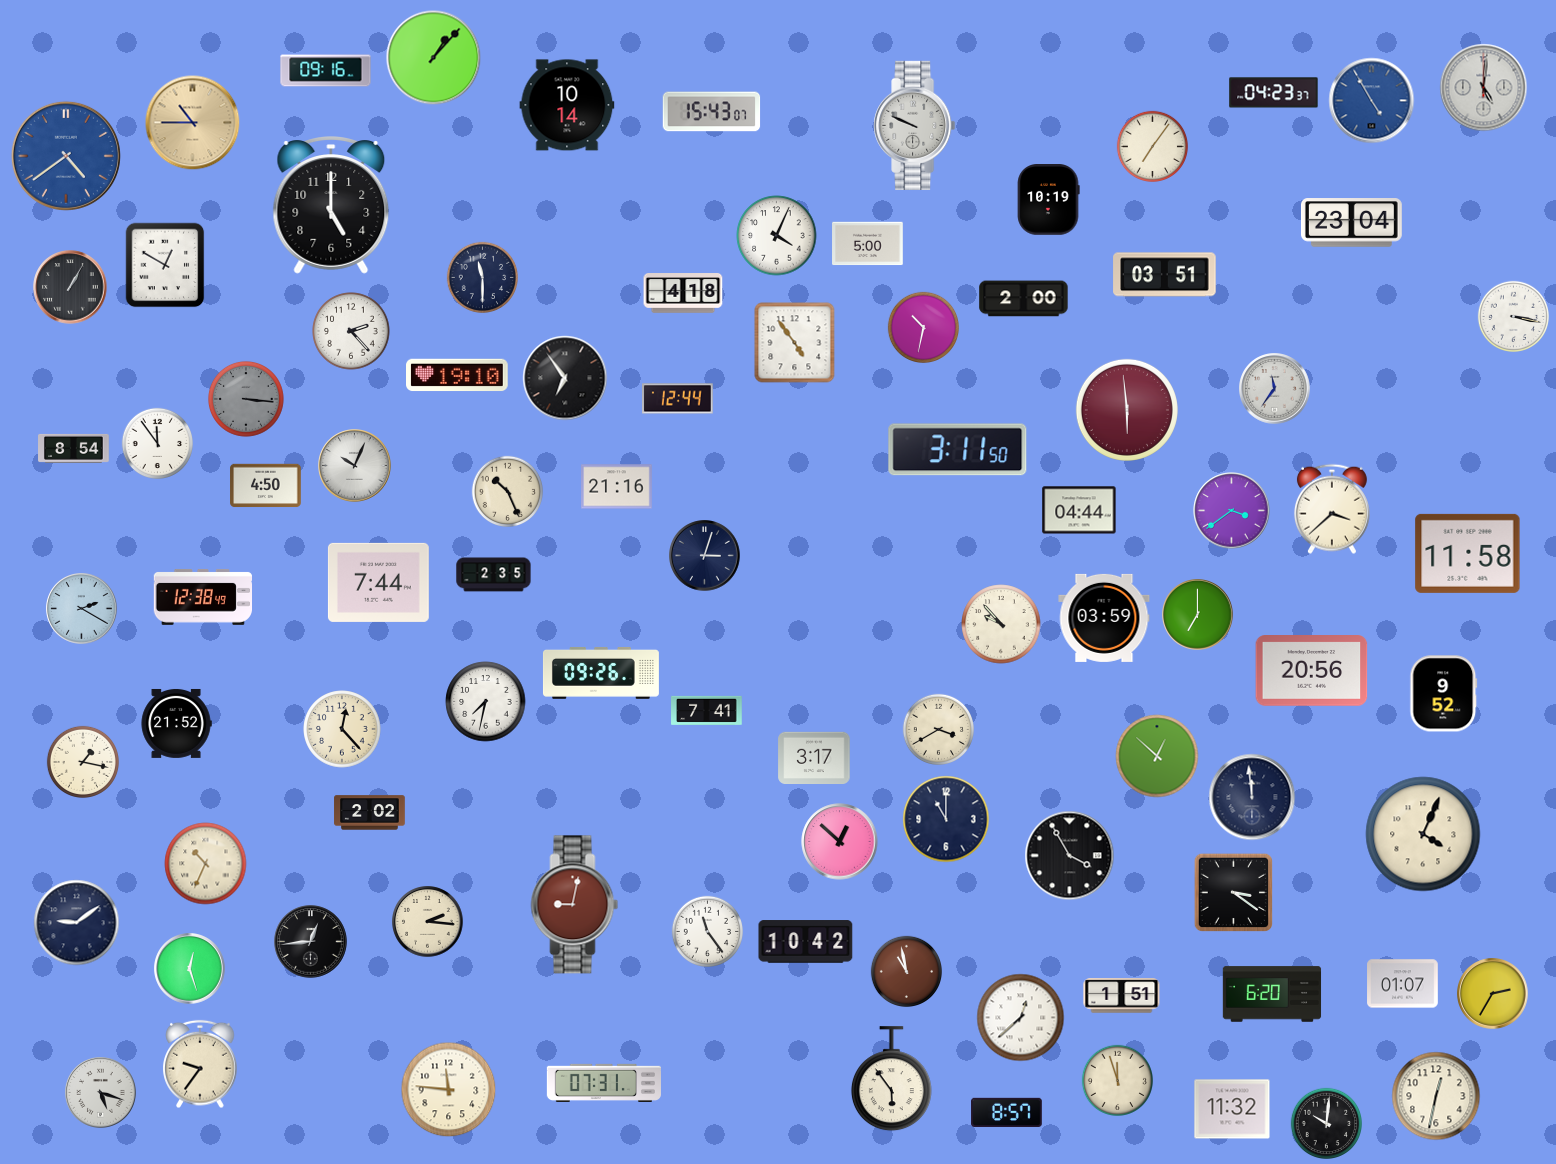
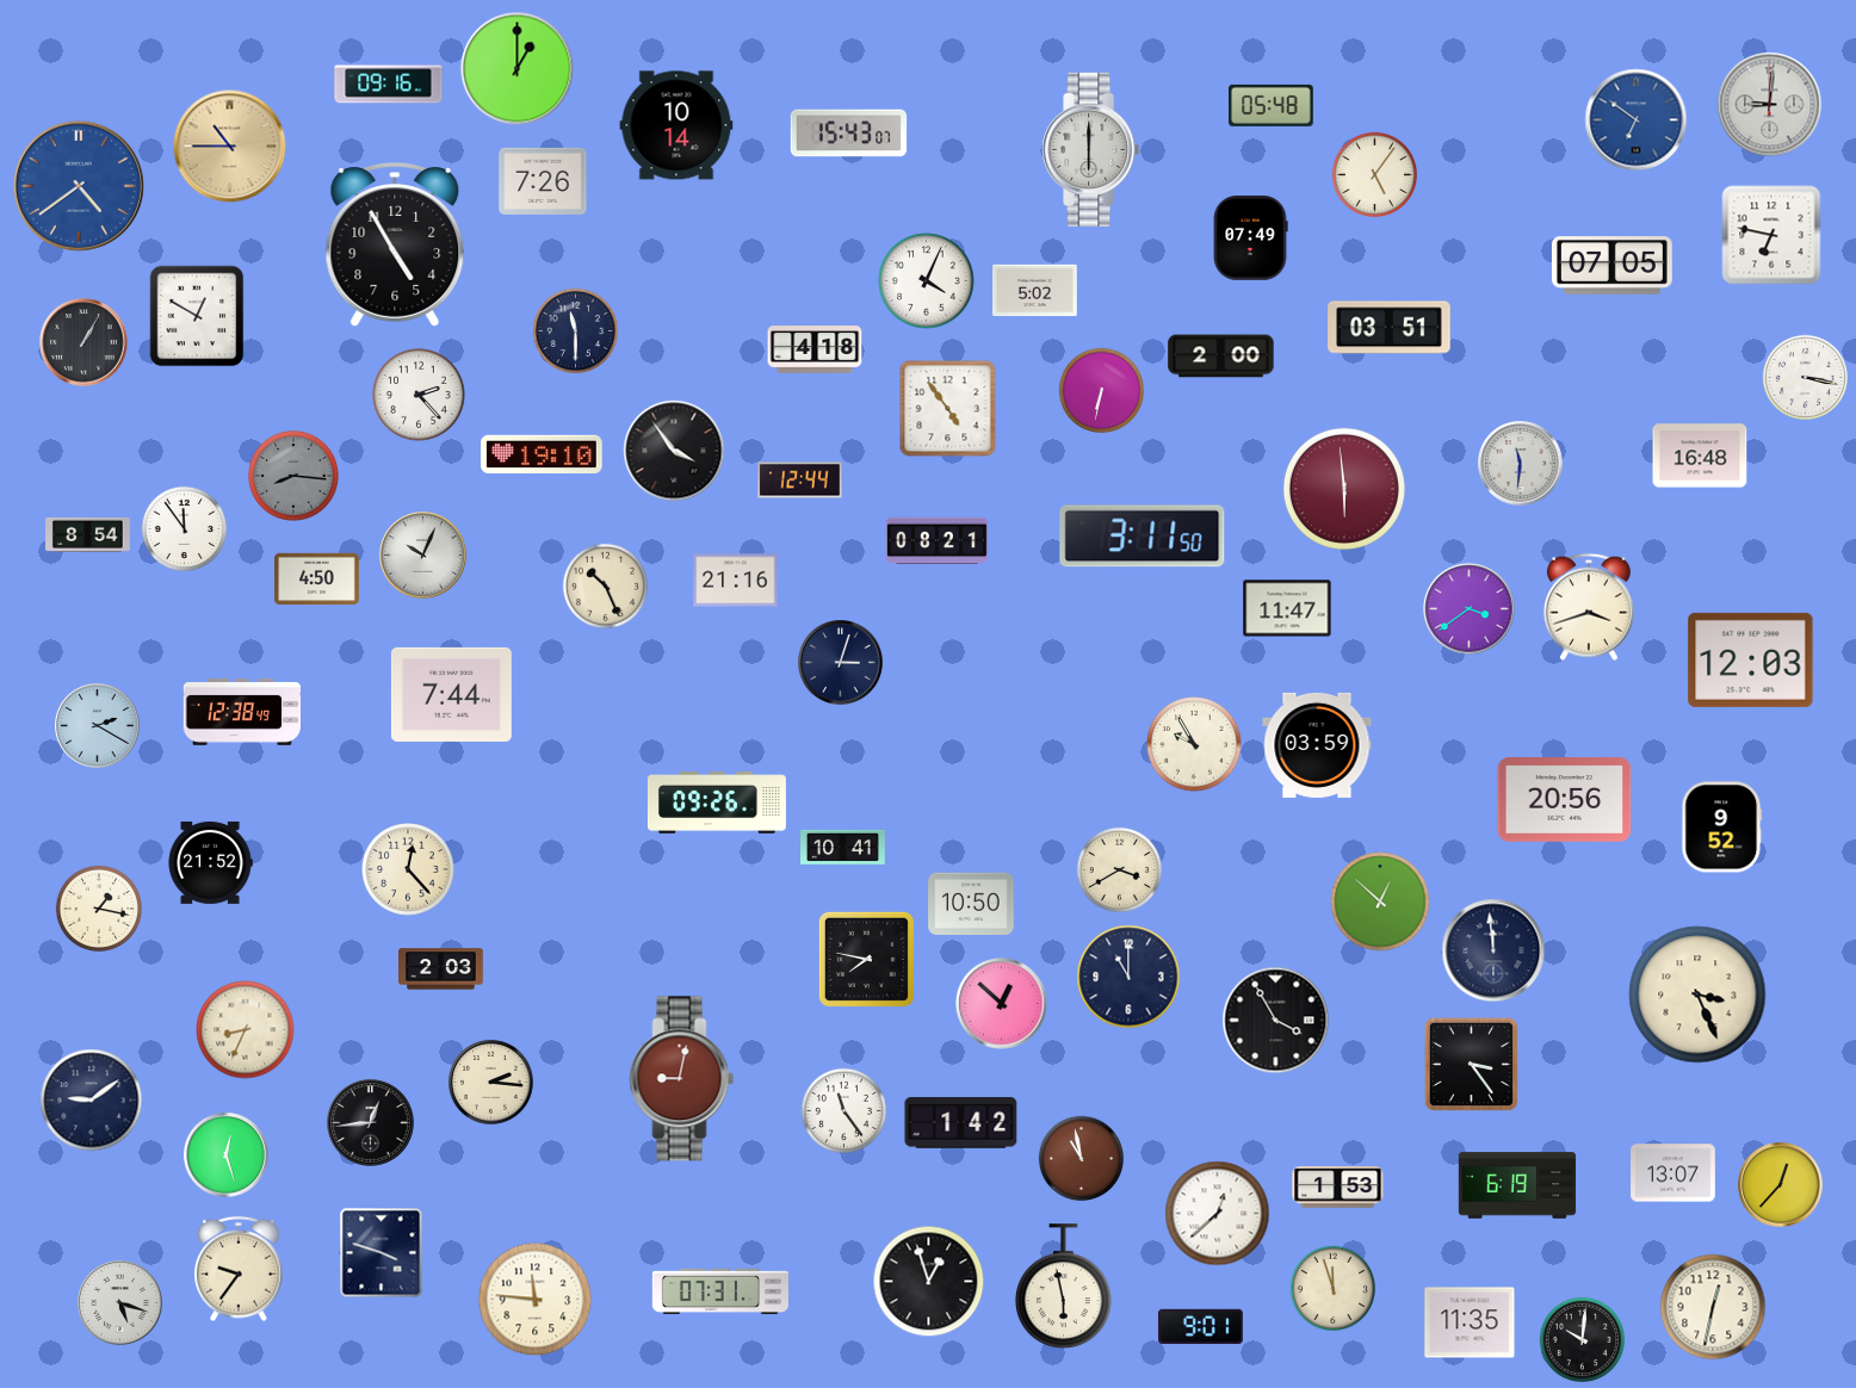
clock at (434, 58): 1:07 -> 1:00
clock at (1272, 105): none -> 05:48
clock at (1484, 88): 5:01 -> 9:01
clock at (1274, 93): 04:23 -> none
clock at (1372, 101): 4:55 -> 6:51
clock at (915, 125): 9:49 -> 6:00
clock at (1153, 147): 7:06 -> 5:06
clock at (543, 181): none -> 7:26
clock at (1771, 235): none -> 6:47
clock at (1048, 200): 10:19 -> 07:49
clock at (331, 205): 5:00 -> 4:55
clock at (1351, 223): 23:04 -> 07:05
clock at (868, 244): 5:00 -> 5:02
clock at (924, 328): 10:32 -> 6:32
clock at (458, 375) position: (458, 375) -> (543, 454)
clock at (565, 378): 6:54 -> 3:54
clock at (1700, 456): none -> 16:48
clock at (1275, 389): 11:36 -> 11:31
clock at (246, 399): 3:16 -> 8:16
clock at (678, 399) position: (678, 399) -> (800, 481)
clock at (158, 444) position: (158, 444) -> (185, 529)
clock at (936, 541): none -> 08:21
clock at (1332, 509): 3:38 -> 3:42
clock at (1079, 510): 04:44 -> 11:47
clock at (1468, 553): 11:58 -> 12:03
clock at (494, 575): 2:35 -> none
clock at (1198, 615): 7:00 -> none
clock at (1104, 618) position: (1104, 618) -> (1317, 745)
clock at (1001, 624): 9:53 -> 9:55
clock at (486, 702): 7:32 -> none
clock at (707, 710): 7:41 -> 10:41
clock at (814, 758): 3:17 -> 10:50
clock at (866, 959): none -> 7:47
clock at (370, 813): 2:02 -> 2:03
clock at (1423, 834): 4:04 -> 3:26
clock at (206, 864): 10:34 -> 8:34
clock at (1233, 892): 3:21 -> 3:24
clock at (575, 905) position: (575, 905) -> (682, 1079)
clock at (428, 922) position: (428, 922) -> (491, 1083)
clock at (806, 942): 10:42 -> 1:42
clock at (1403, 984): 01:07 -> 13:07
clock at (1272, 994): 6:20 -> 6:19
clock at (1493, 994): 2:35 -> 12:37
clock at (1122, 996): 1:51 -> 1:53
clock at (382, 1253): none -> 3:48
clock at (929, 1282): none -> 12:57
clock at (891, 1079): 5:54 -> 5:58
clock at (1232, 1109): 11:32 -> 11:35
clock at (1007, 1113): 8:57 -> 9:01
